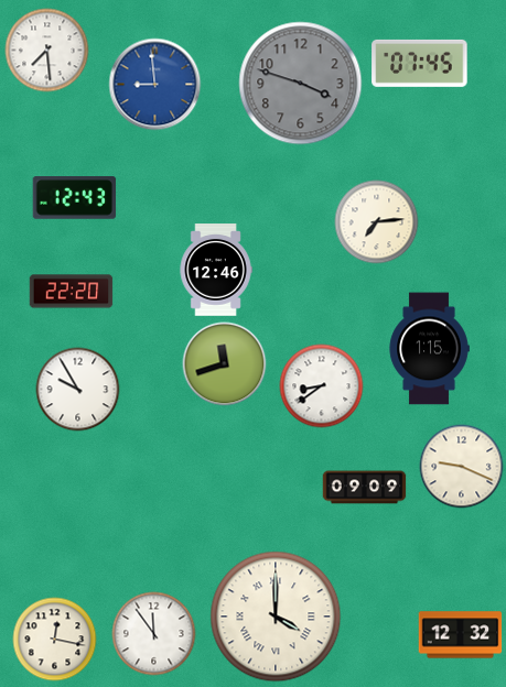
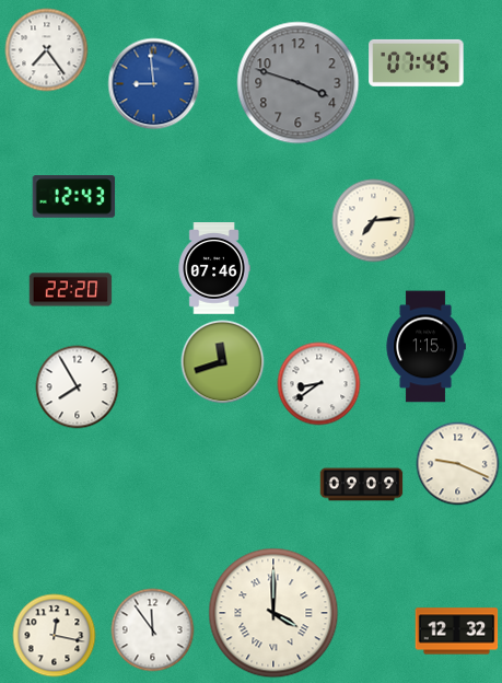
clock at (47, 51): 7:29 -> 7:24
clock at (216, 270): 12:46 -> 07:46
clock at (78, 390): 9:55 -> 7:55
